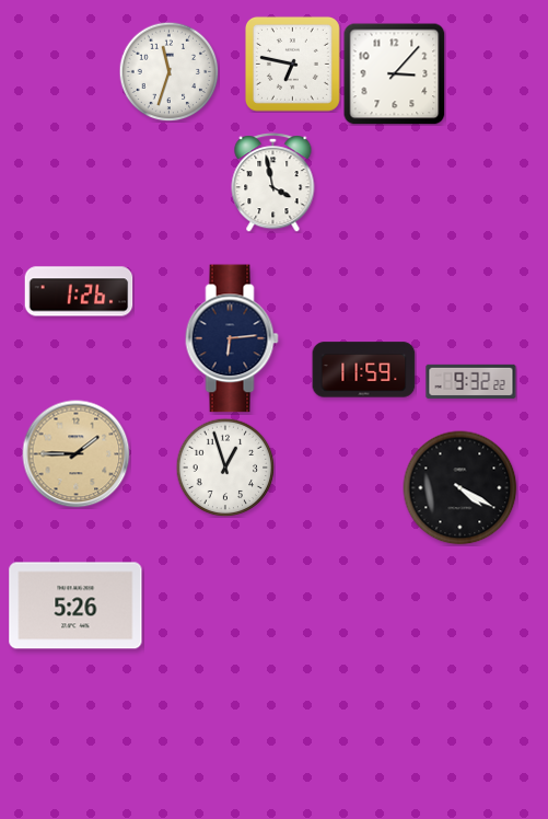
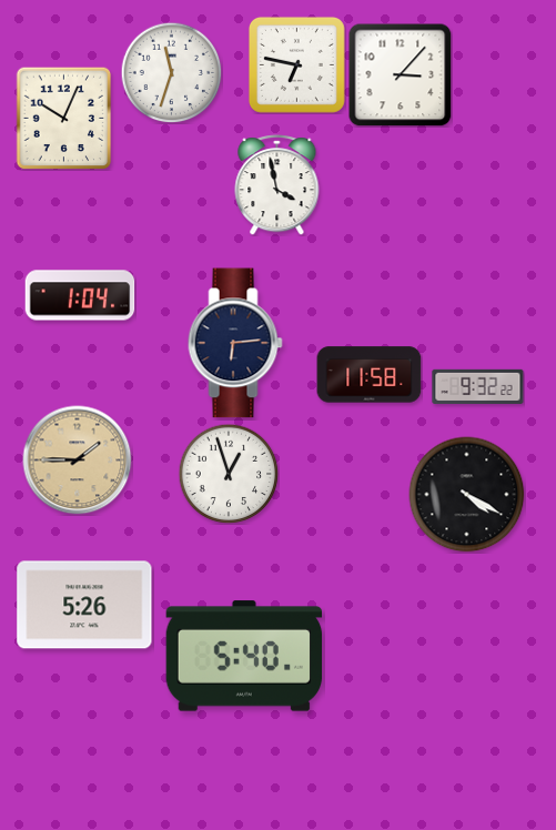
clock at (64, 118): none -> 10:04
clock at (79, 291): 1:26 -> 1:04
clock at (364, 370): 11:59 -> 11:58
clock at (75, 605) position: (75, 605) -> (84, 605)
clock at (244, 656): none -> 5:40
